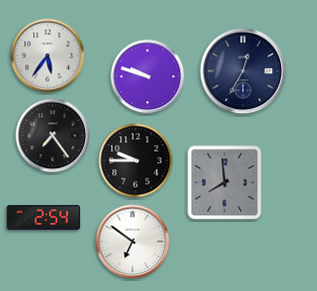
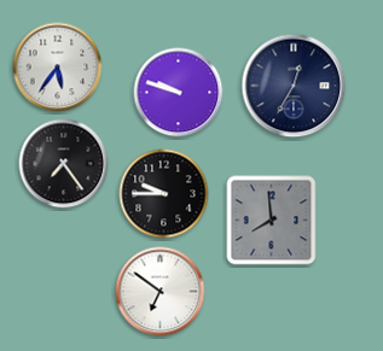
clock at (44, 218): 2:54 -> none
